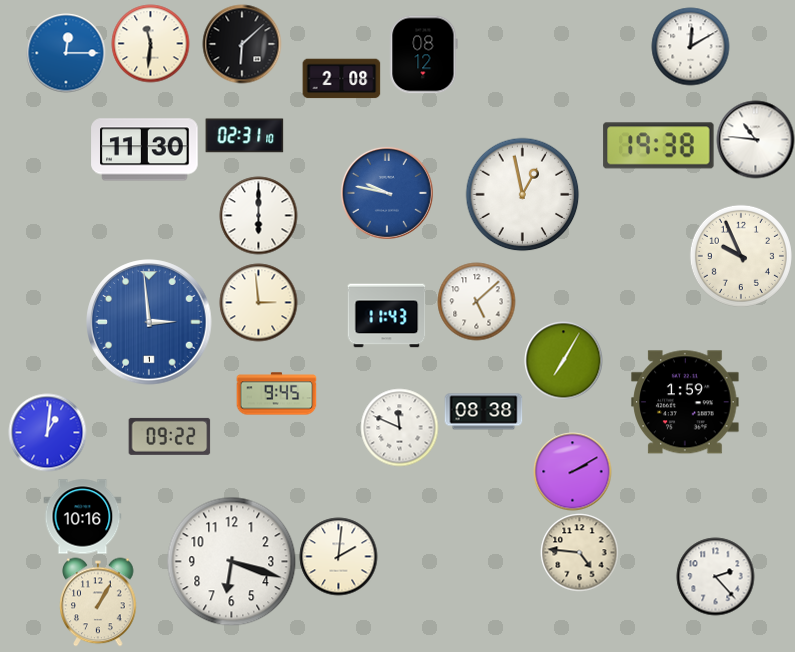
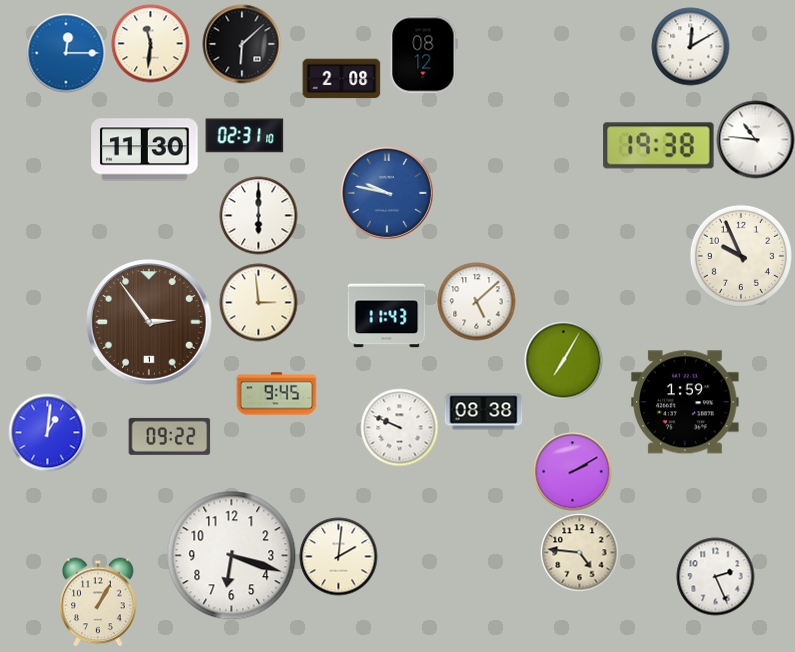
clock at (522, 194): 12:58 -> none
clock at (149, 322): 2:59 -> 2:54
clock at (149, 322) dial: blue -> brown
clock at (399, 427): 11:49 -> 9:49
clock at (82, 517): 10:16 -> none
clock at (231, 561) position: (231, 561) -> (231, 555)
clock at (715, 576): 2:23 -> 2:26
